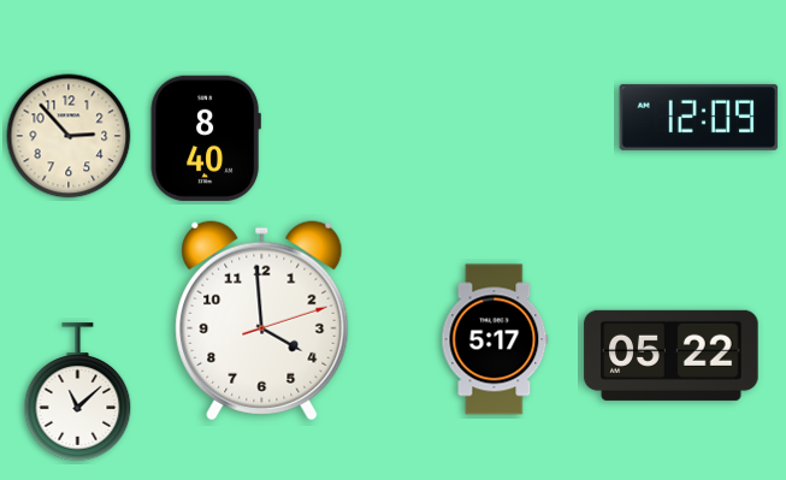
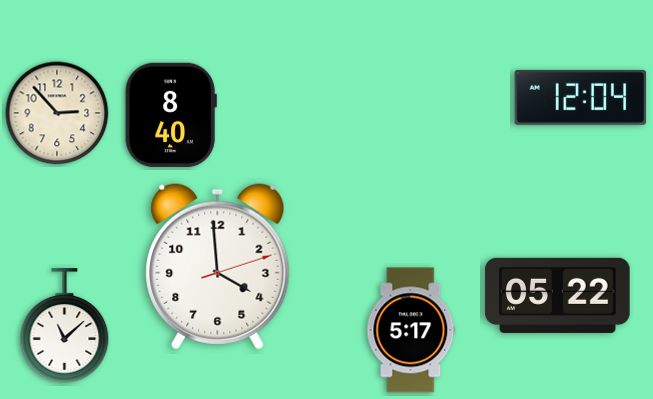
clock at (699, 117): 12:09 -> 12:04
clock at (495, 339) position: (495, 339) -> (411, 330)
